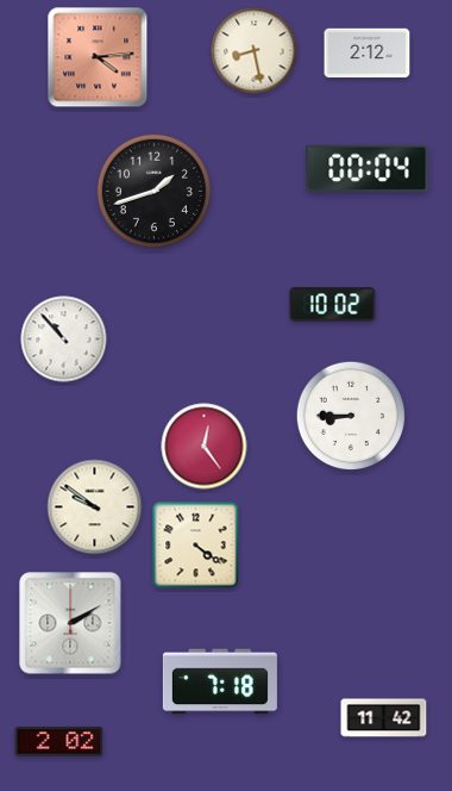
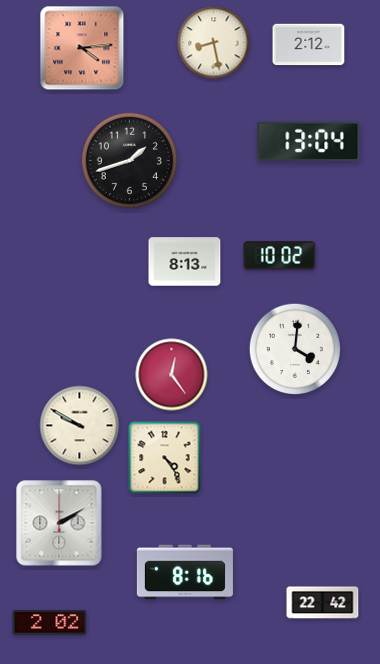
clock at (368, 168): 00:04 -> 13:04
clock at (185, 262): none -> 8:13
clock at (64, 340): 10:53 -> none
clock at (351, 416): 8:45 -> 4:01
clock at (95, 507): 9:51 -> 9:50
clock at (196, 546): 4:21 -> 4:24
clock at (220, 681): 7:18 -> 8:16
clock at (384, 718): 11:42 -> 22:42
